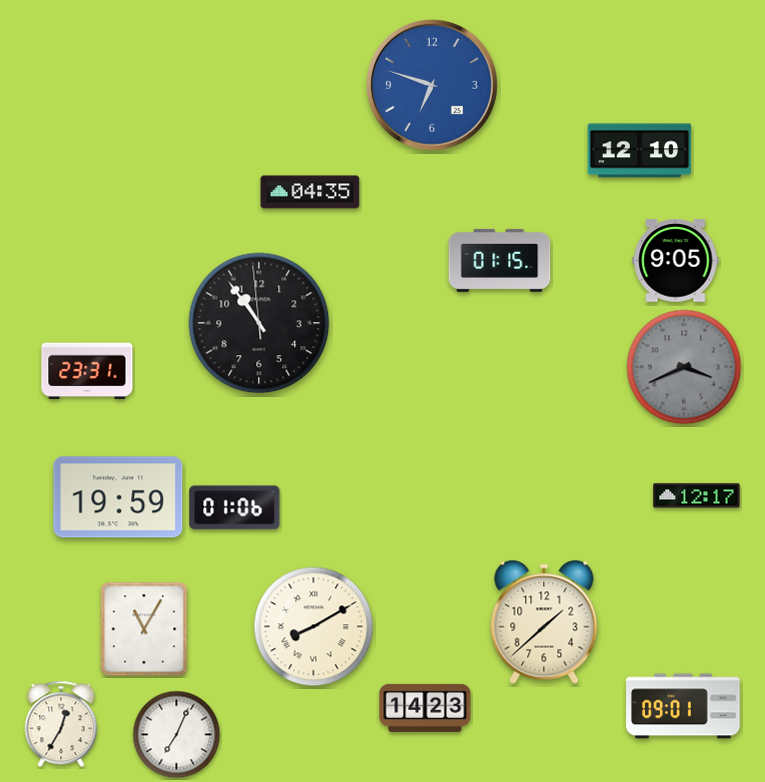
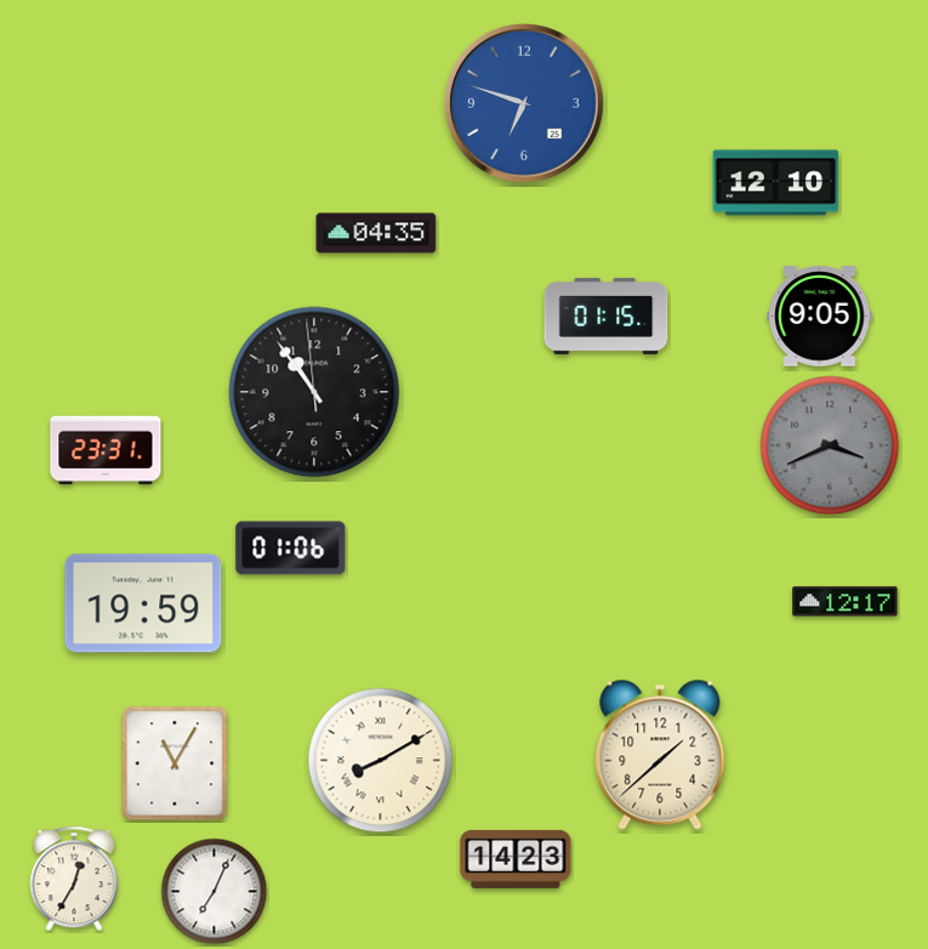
clock at (235, 508) position: (235, 508) -> (291, 549)
clock at (683, 706): 09:01 -> none
